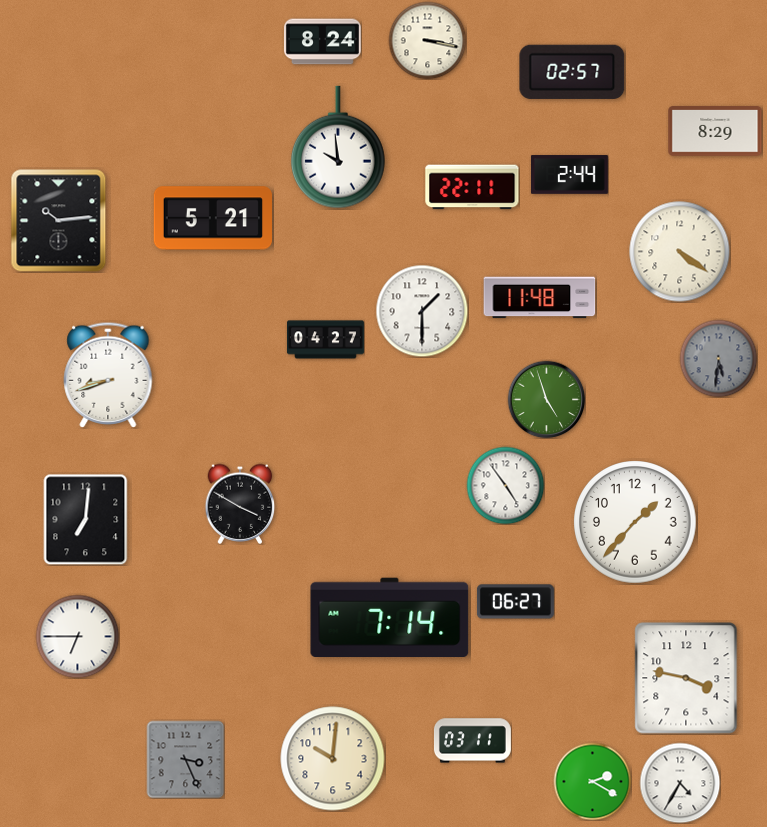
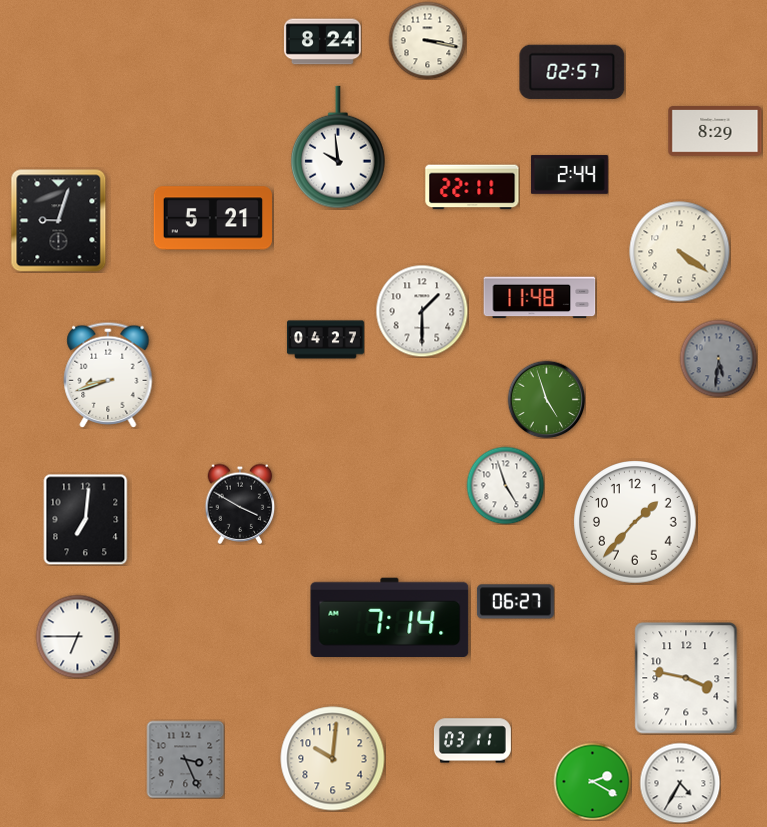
clock at (59, 221): 10:14 -> 9:03
clock at (505, 485): 4:54 -> 4:57
